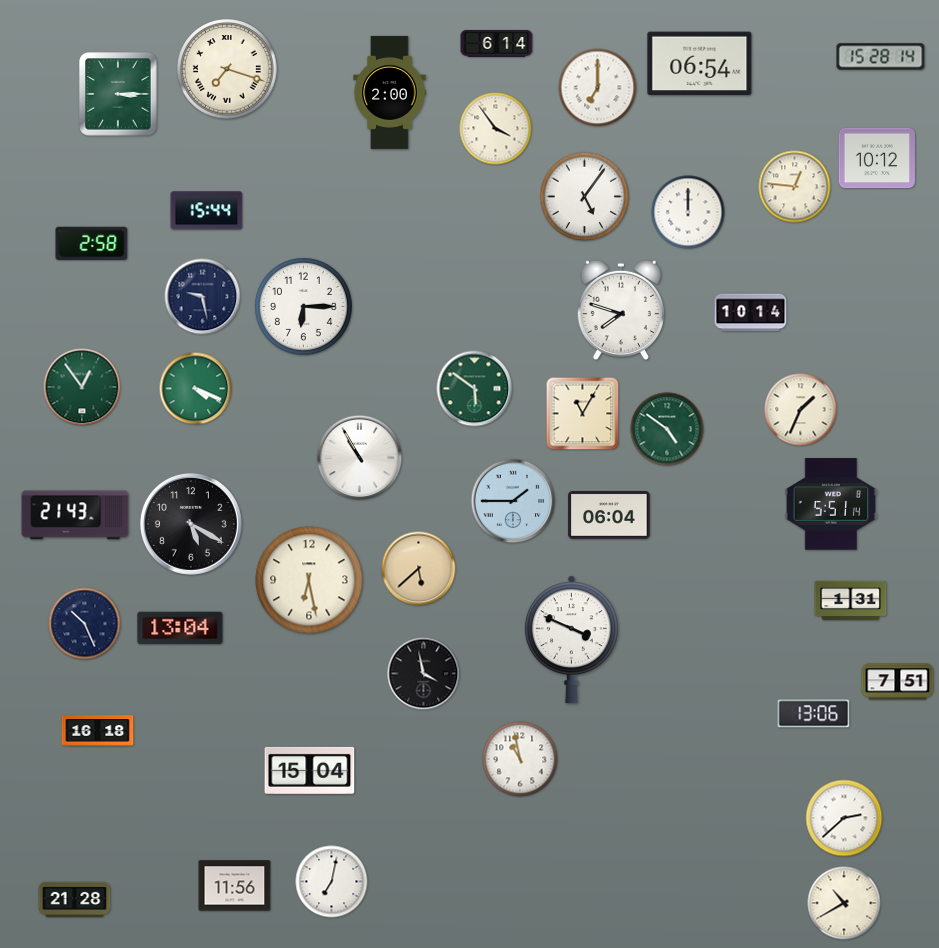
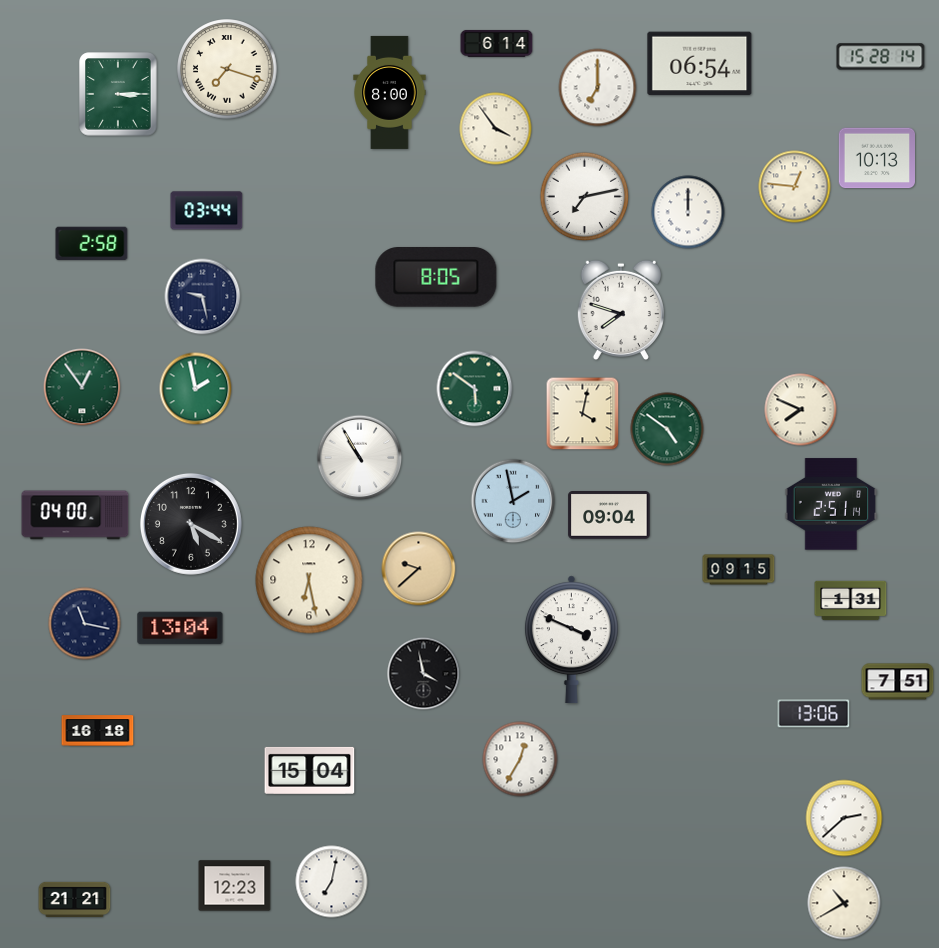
clock at (390, 92): 2:00 -> 8:00
clock at (876, 158): 10:12 -> 10:13
clock at (585, 197): 5:06 -> 7:13
clock at (207, 211): 15:44 -> 03:44
clock at (436, 278): none -> 8:05
clock at (303, 306): 6:15 -> none
clock at (751, 313): 10:14 -> none
clock at (196, 389): 4:19 -> 1:58
clock at (801, 410): 1:34 -> 7:49
clock at (583, 414): 11:05 -> 4:02
clock at (513, 501): 1:45 -> 1:58
clock at (831, 504): 5:51 -> 2:51
clock at (75, 515): 21:43 -> 04:00
clock at (609, 516): 06:04 -> 09:04
clock at (419, 569): 5:38 -> 9:38
clock at (739, 570): none -> 09:15
clock at (85, 624): 10:26 -> 11:17
clock at (520, 759): 10:58 -> 12:35
clock at (235, 886): 11:56 -> 12:23
clock at (75, 899): 21:28 -> 21:21
